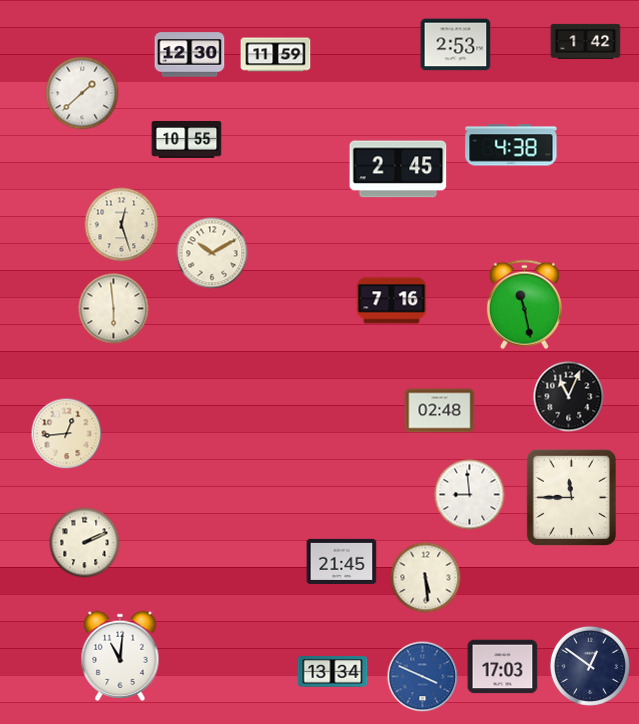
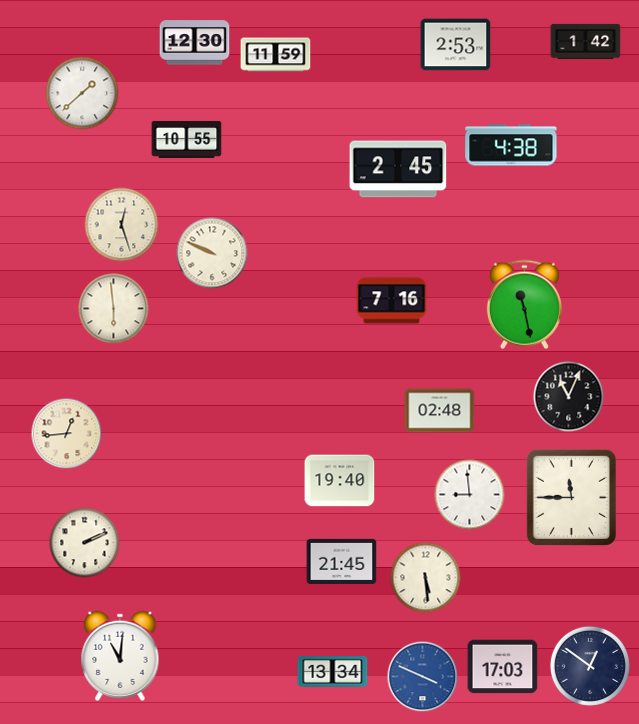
clock at (190, 55) position: (190, 55) -> (195, 43)
clock at (212, 253): 10:10 -> 9:49
clock at (340, 481): none -> 19:40
